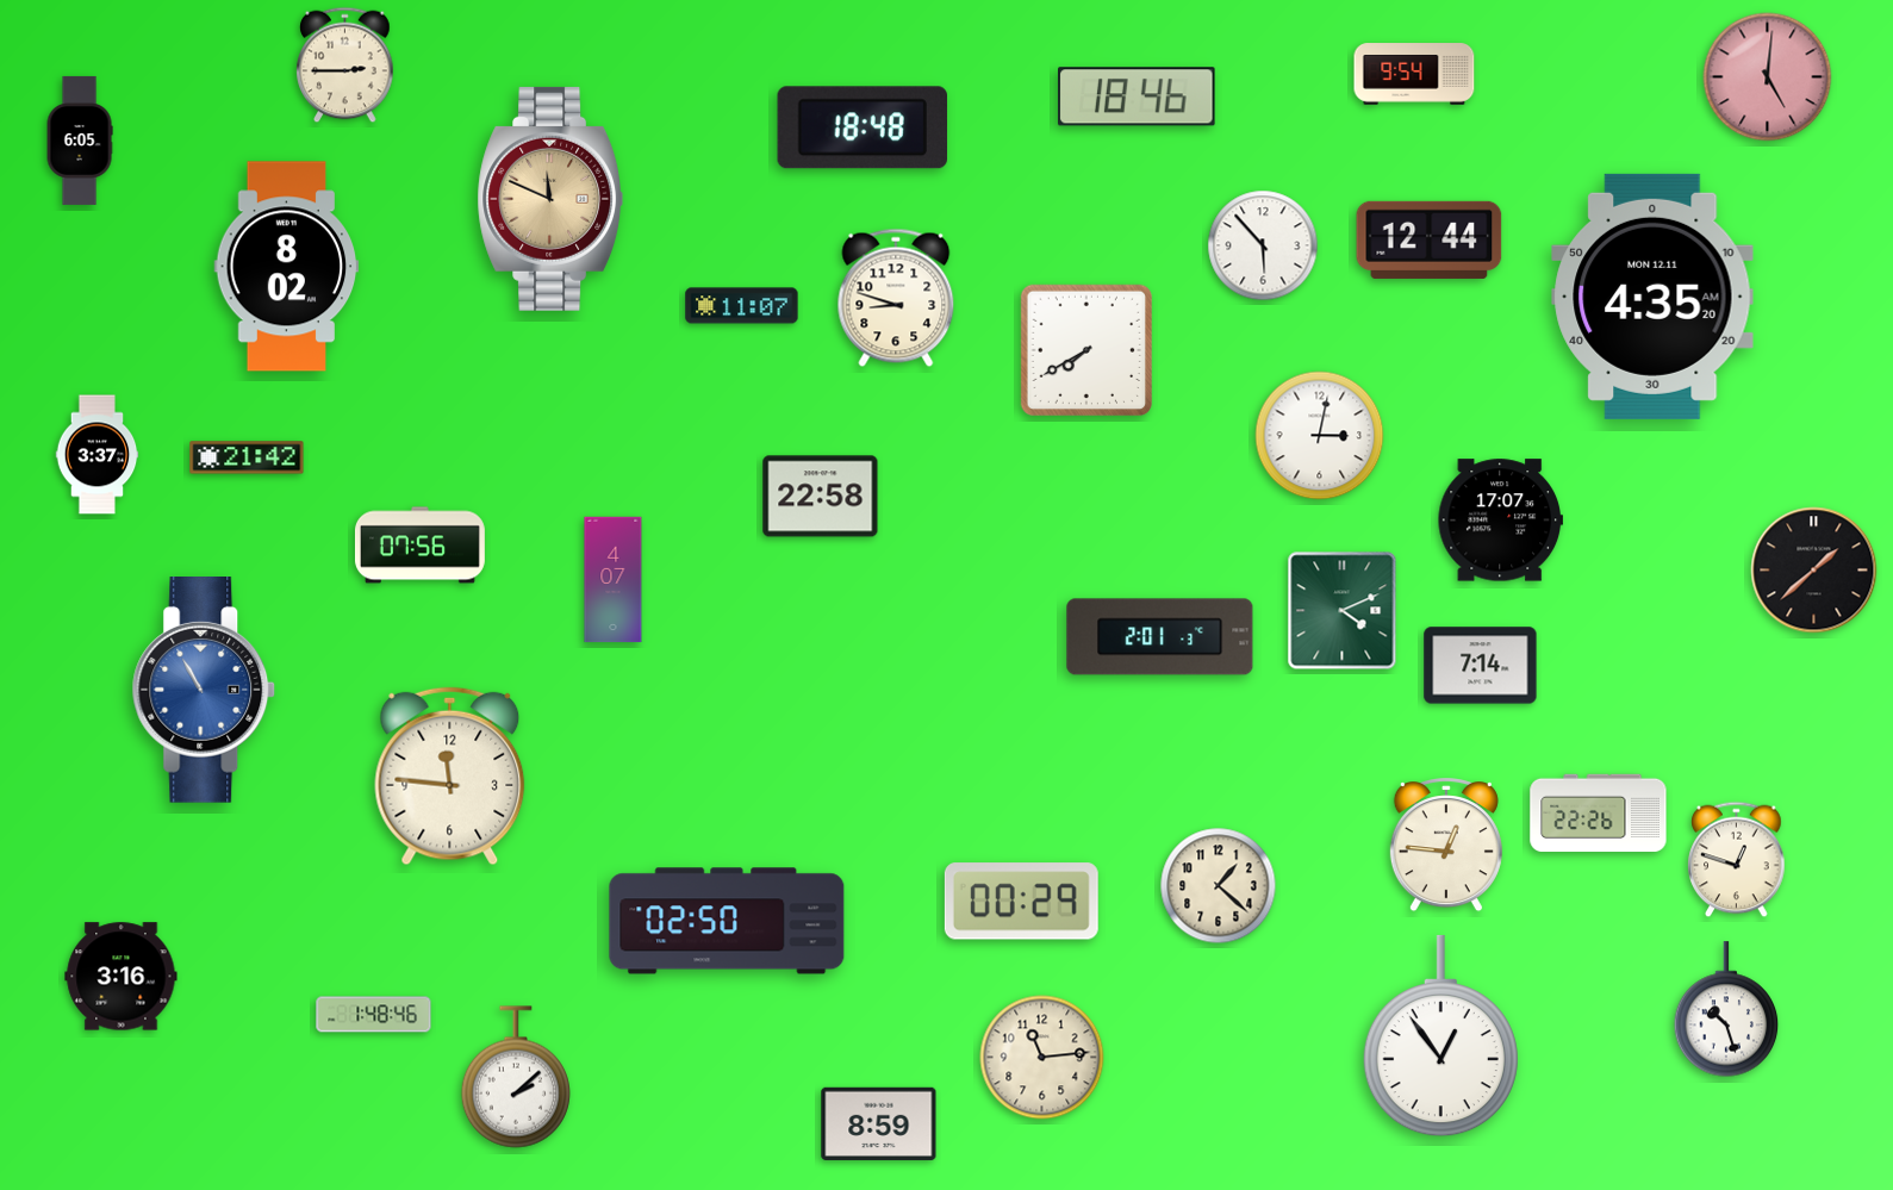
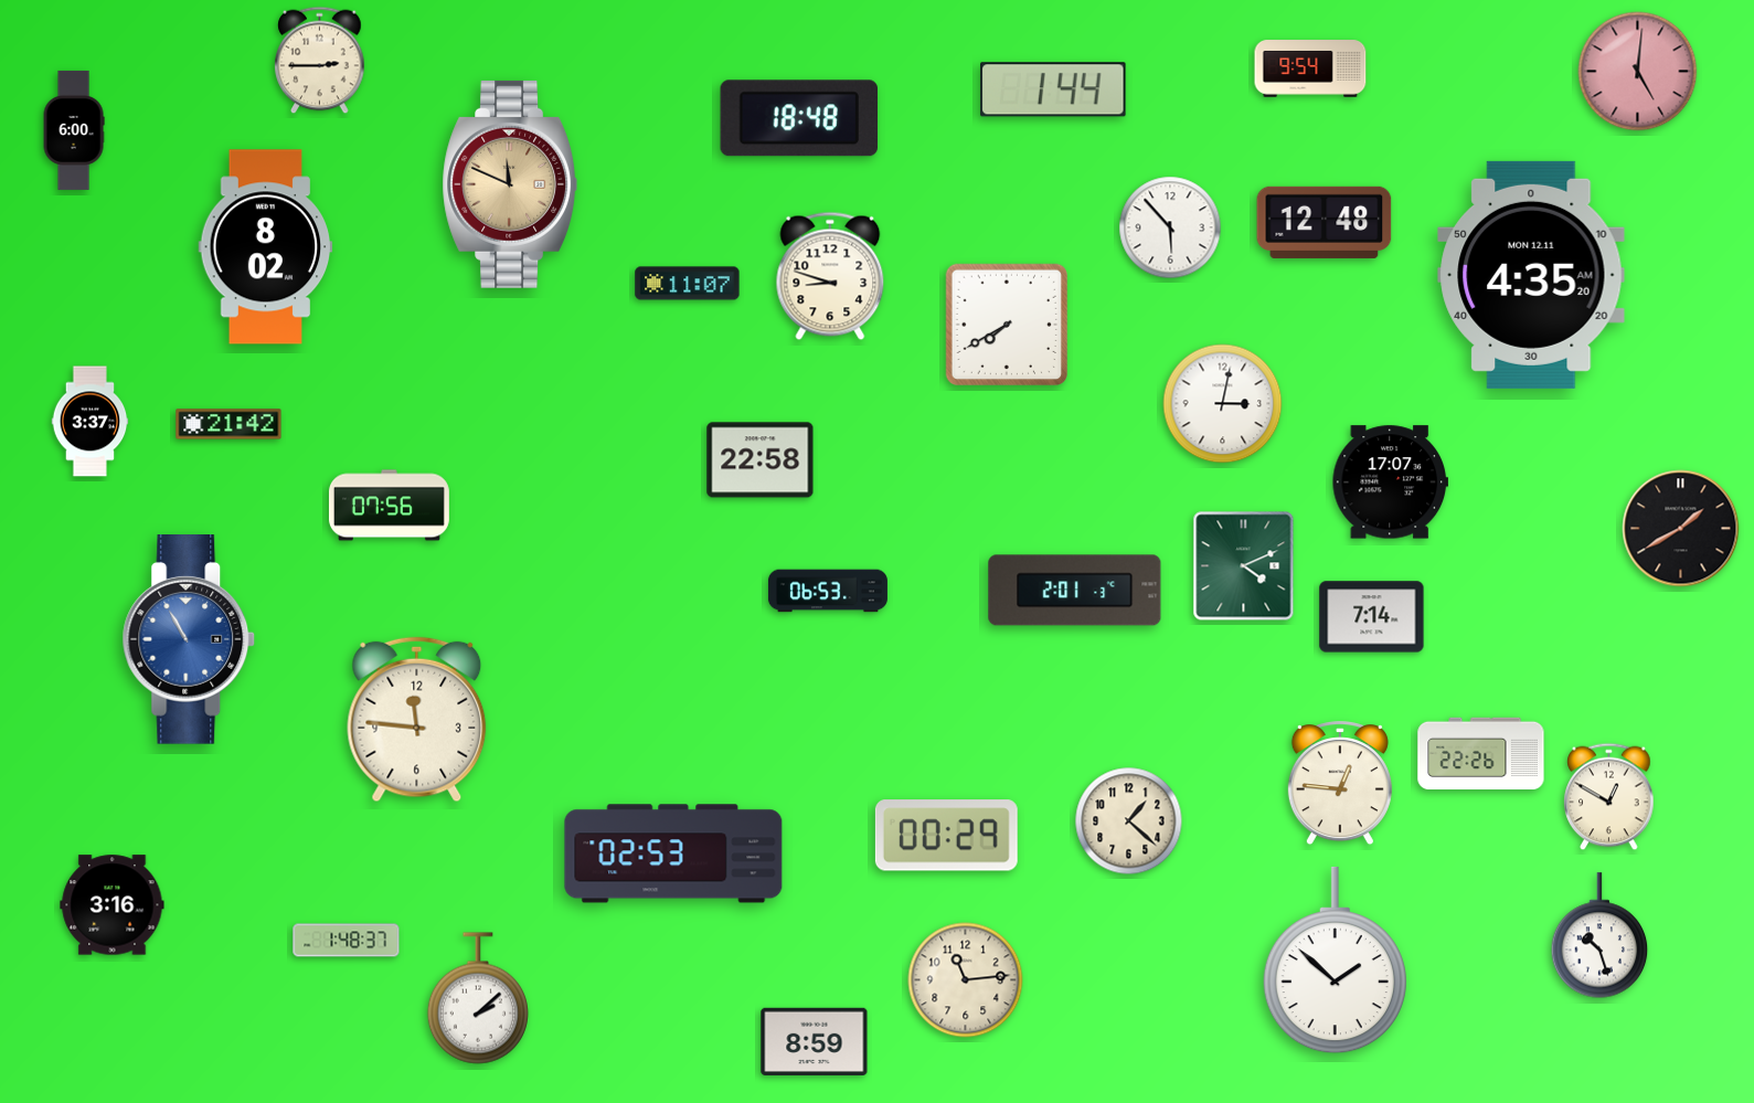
clock at (1137, 96): 18:46 -> 1:44
clock at (80, 141): 6:05 -> 6:00
clock at (1430, 239): 12:44 -> 12:48
clock at (1814, 571): 1:38 -> 1:40
clock at (614, 580): 4:07 -> none
clock at (828, 591): none -> 06:53
clock at (1737, 860): 12:48 -> 12:50
clock at (727, 921): 02:50 -> 02:53
clock at (374, 1015): 1:48:46 -> 1:48:37
clock at (1440, 1036): 12:54 -> 1:52
